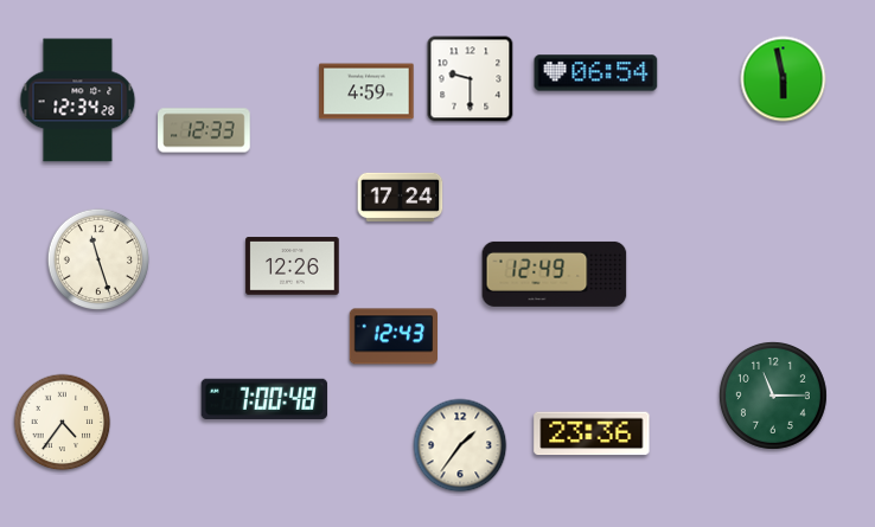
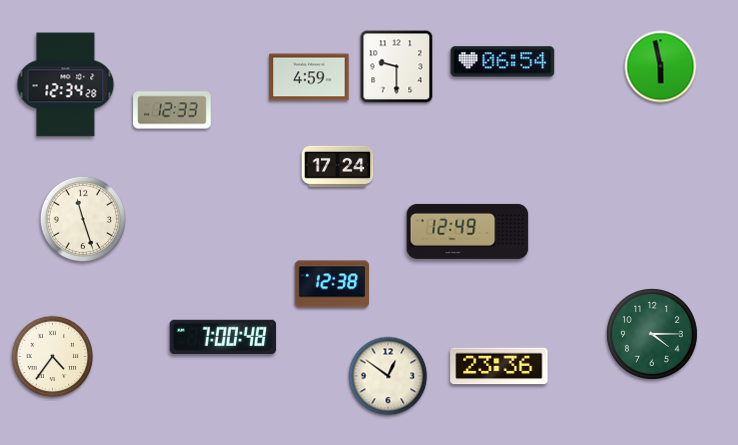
clock at (293, 266): 12:26 -> none
clock at (392, 336): 12:43 -> 12:38
clock at (773, 396): 11:15 -> 4:15
clock at (460, 445): 1:36 -> 12:51
